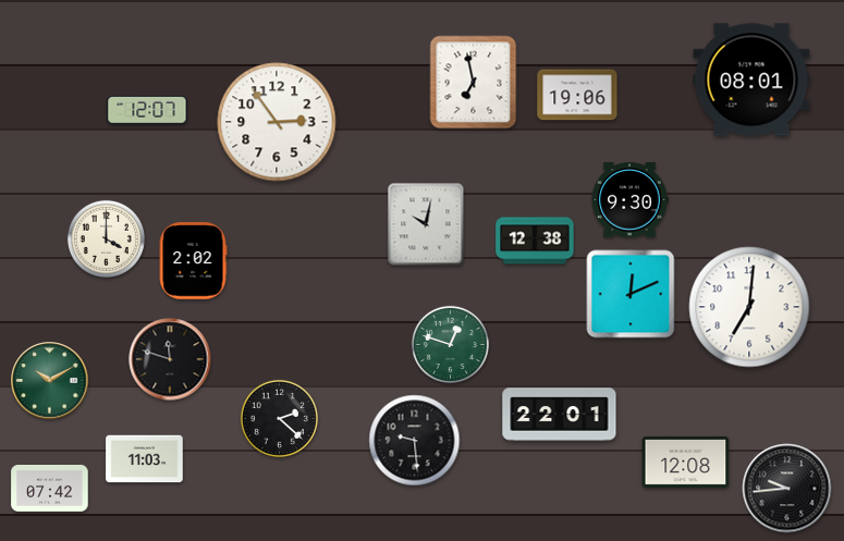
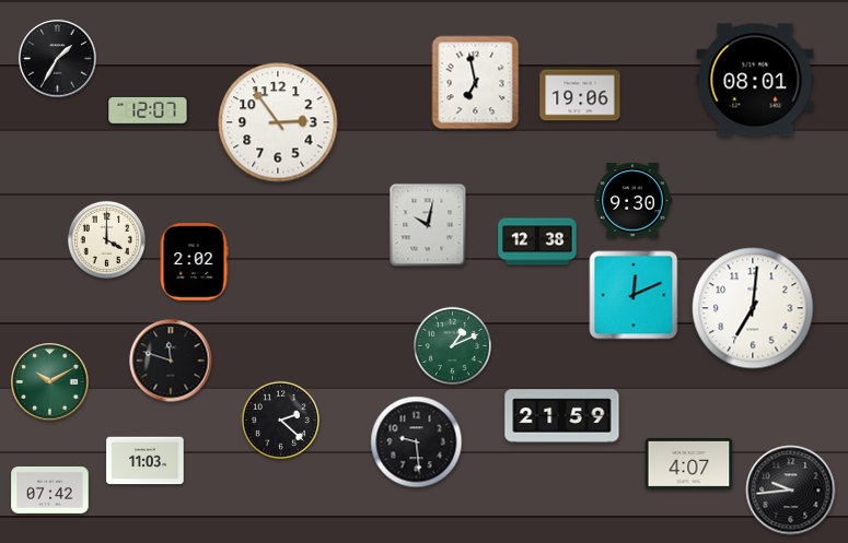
clock at (58, 59): none -> 1:35
clock at (450, 344): 12:48 -> 1:11
clock at (560, 415): 22:01 -> 21:59
clock at (686, 462): 12:08 -> 4:07
